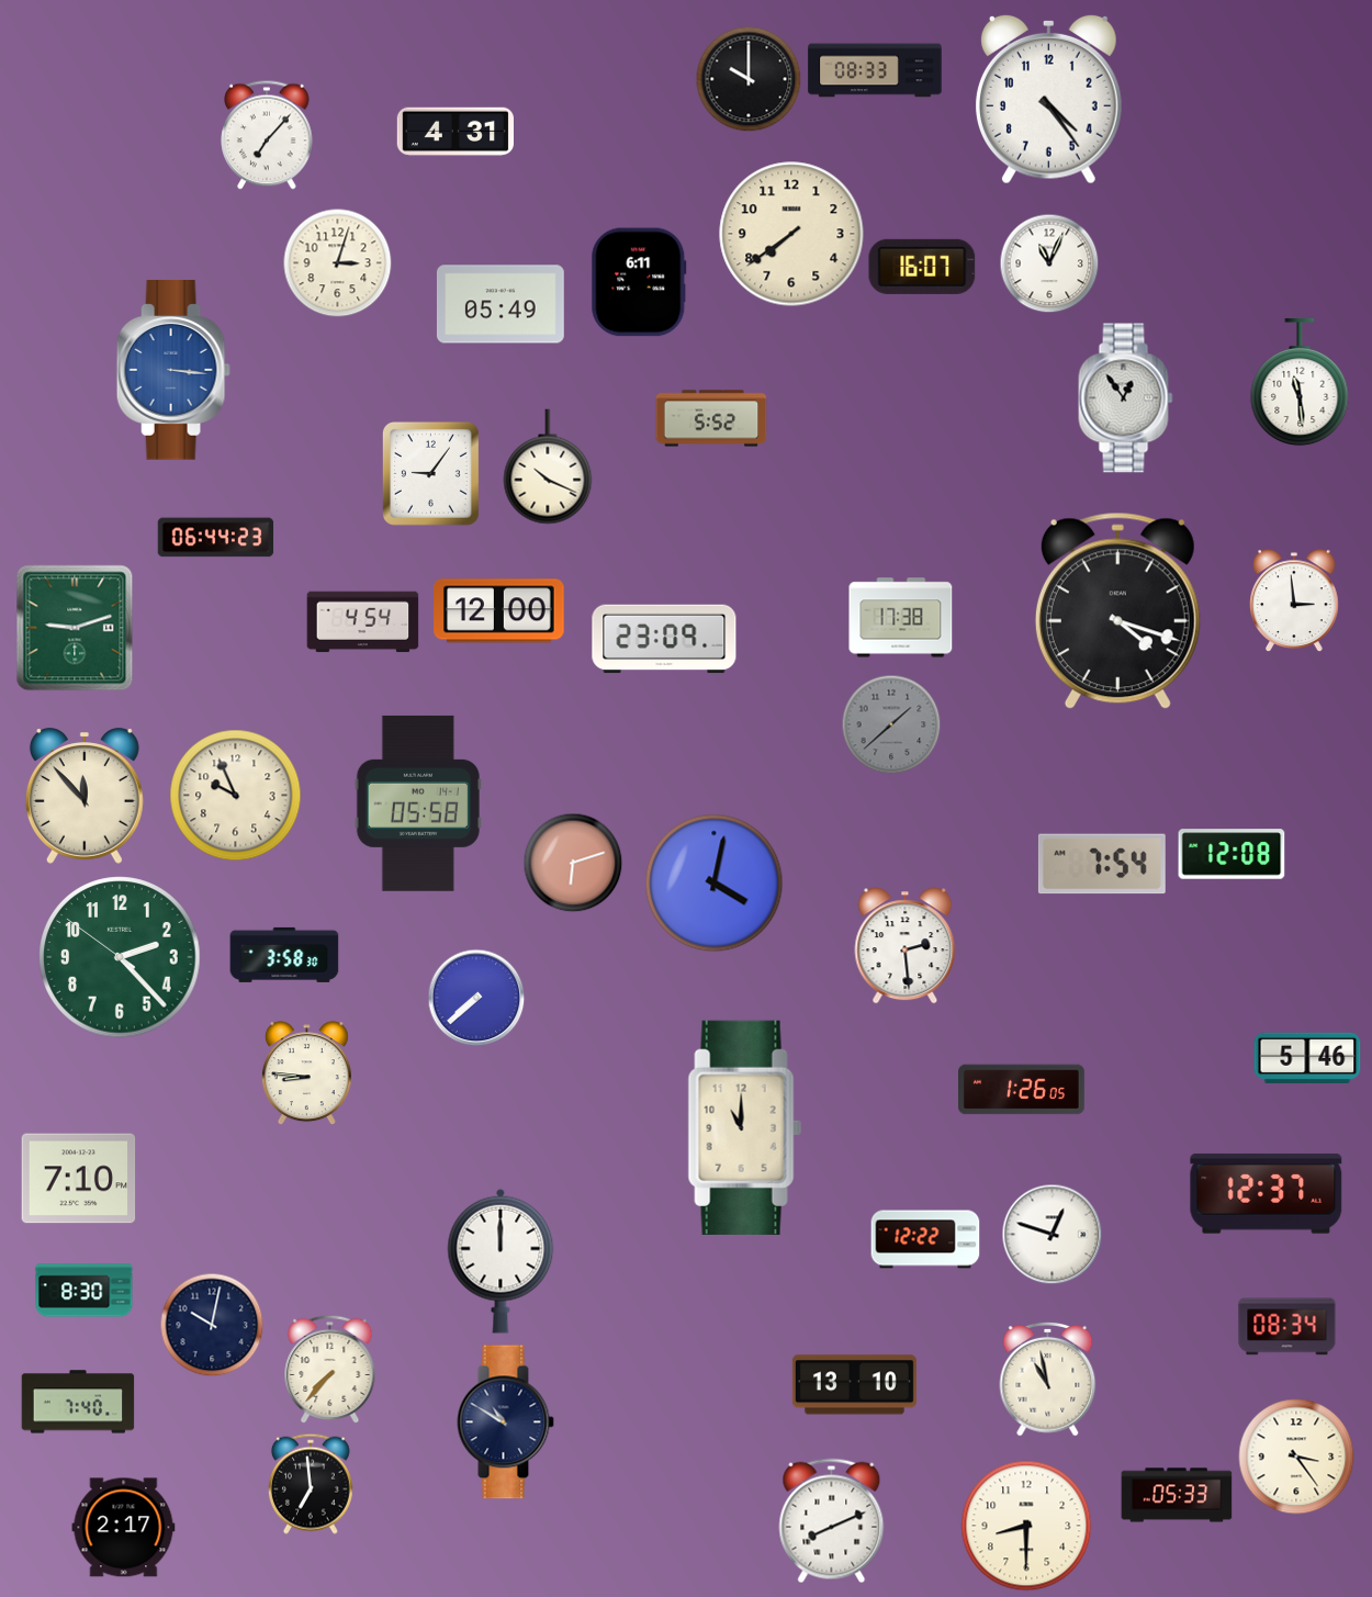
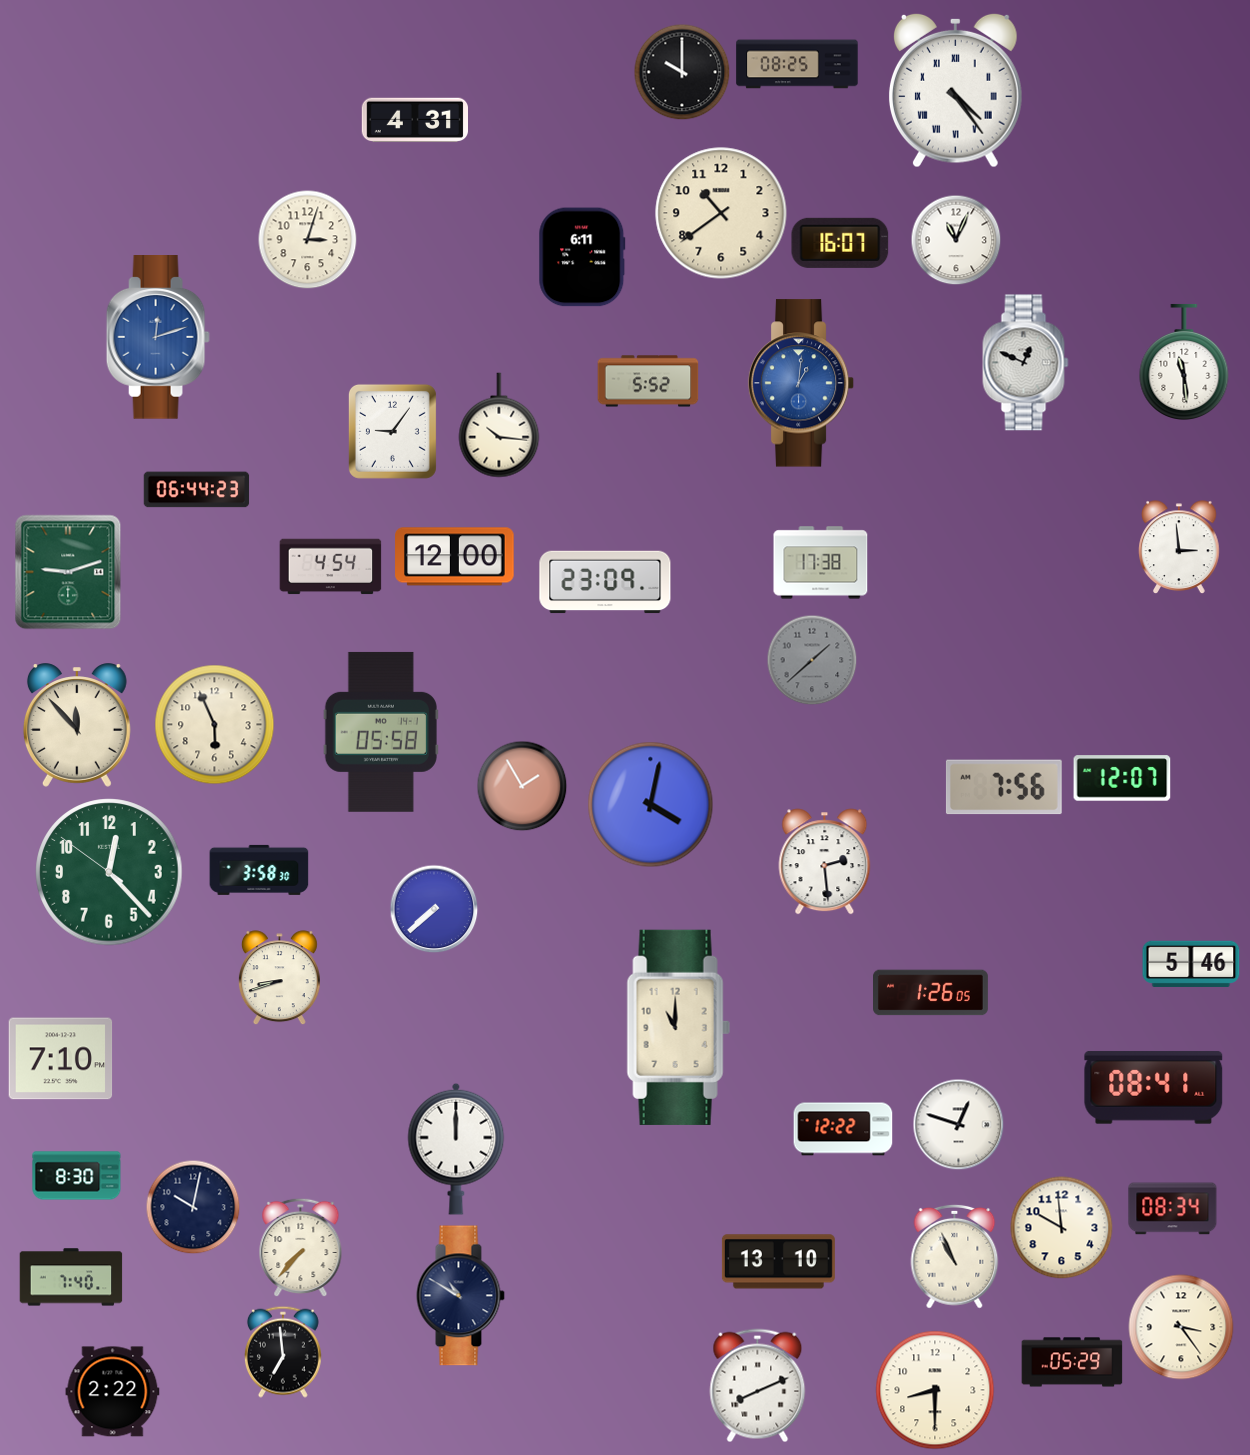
clock at (875, 70): 08:33 -> 08:25
clock at (1048, 99) numerals: Arabic -> Roman
clock at (267, 135): 7:07 -> none
clock at (791, 234): 7:39 -> 10:39
clock at (501, 304): 05:49 -> none
clock at (173, 370): 3:16 -> 12:12
clock at (1300, 381) position: (1300, 381) -> (1184, 361)
clock at (1126, 398): 12:54 -> 12:49
clock at (801, 383): none -> 1:01
clock at (548, 466): 10:19 -> 10:16
clock at (1117, 611): 4:18 -> none
clock at (236, 796): 9:56 -> 5:56
clock at (1232, 854): 12:08 -> 12:07
clock at (573, 863): 6:12 -> 1:55
clock at (1102, 864): 7:54 -> 7:56
clock at (120, 957): 2:22 -> 12:22
clock at (306, 1073): 8:46 -> 8:42
clock at (79, 1179) position: (79, 1179) -> (61, 1059)
clock at (1267, 1193): 12:37 -> 08:41
clock at (1062, 1228): none -> 9:59
clock at (1048, 1379): 10:58 -> 10:56
clock at (1177, 1495): 05:33 -> 05:29
clock at (124, 1528): 2:17 -> 2:22
